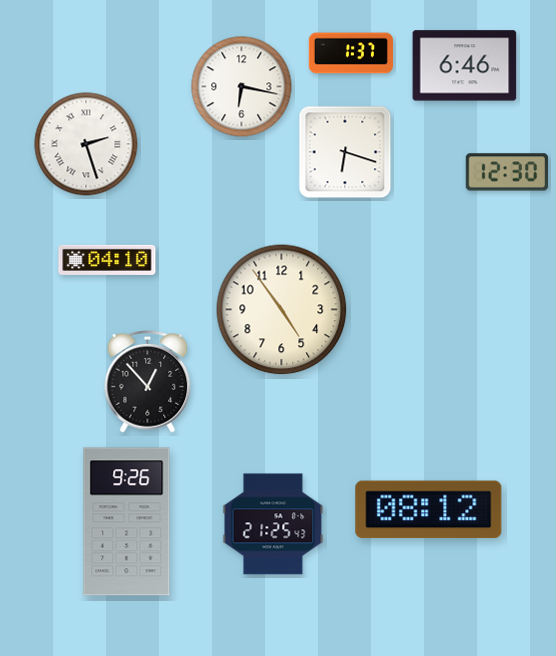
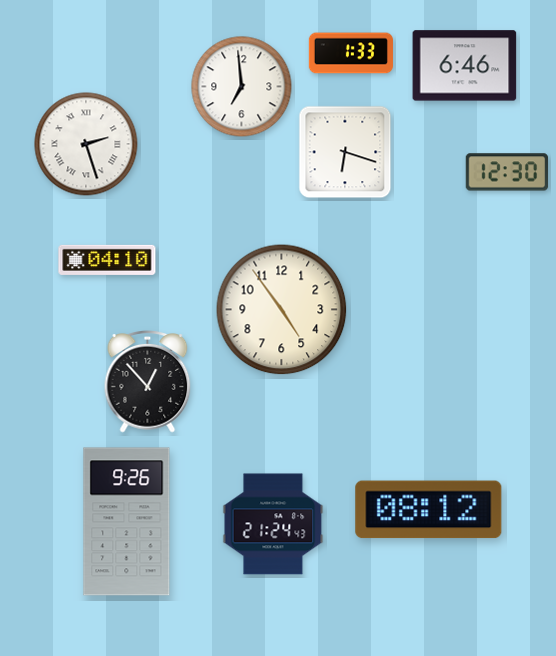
clock at (351, 53): 1:37 -> 1:33
clock at (242, 87): 6:17 -> 6:59
clock at (273, 524): 21:25 -> 21:24
